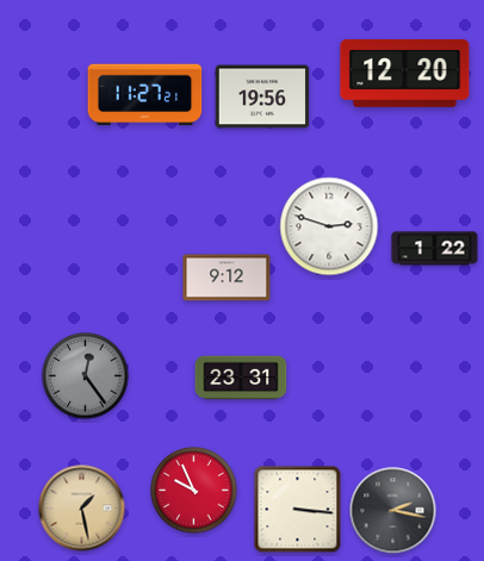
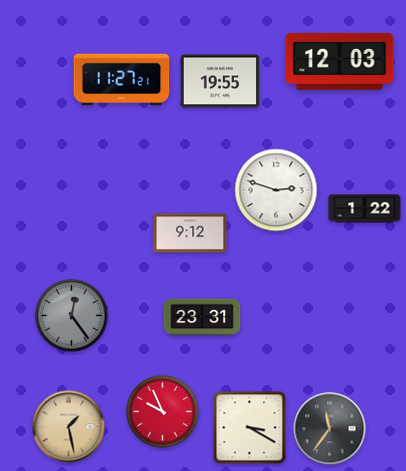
clock at (405, 73): 12:20 -> 12:03
clock at (262, 96): 19:56 -> 19:55
clock at (298, 510): 3:16 -> 3:20
clock at (393, 511): 2:17 -> 11:36
